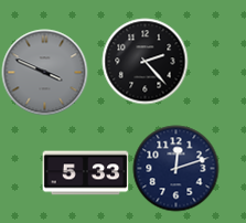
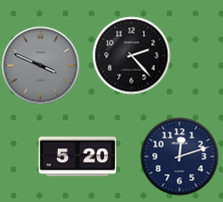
clock at (175, 168) position: (175, 168) -> (179, 156)
clock at (85, 173): 5:33 -> 5:20
